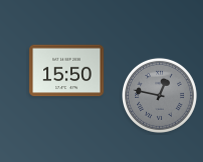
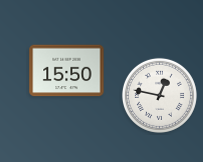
clock at (159, 95) dial: grey -> white
